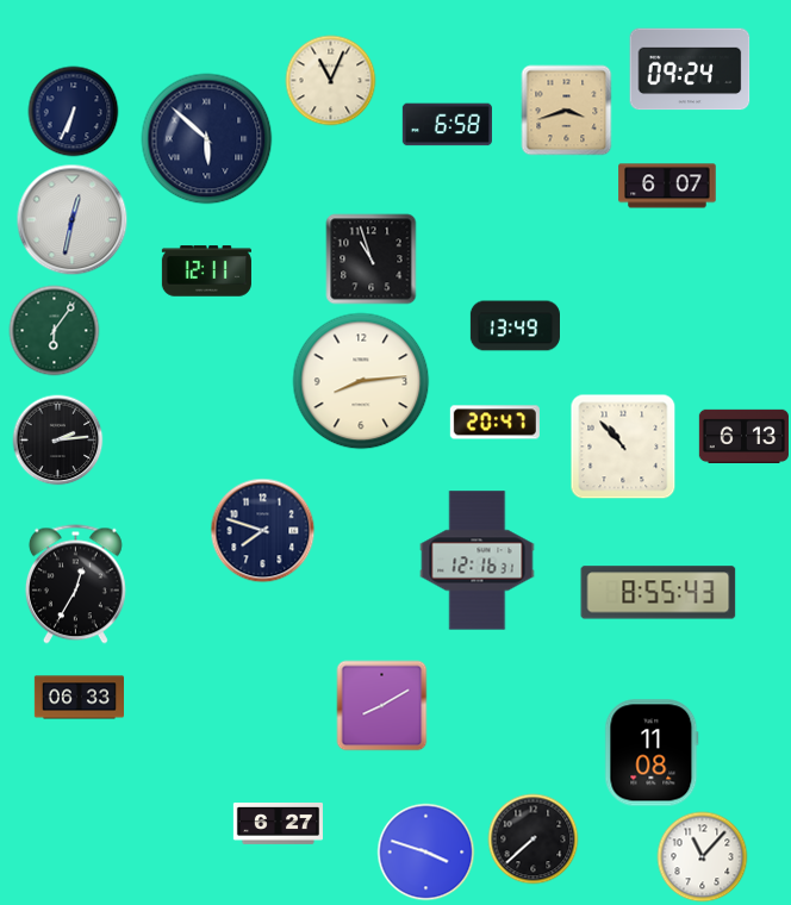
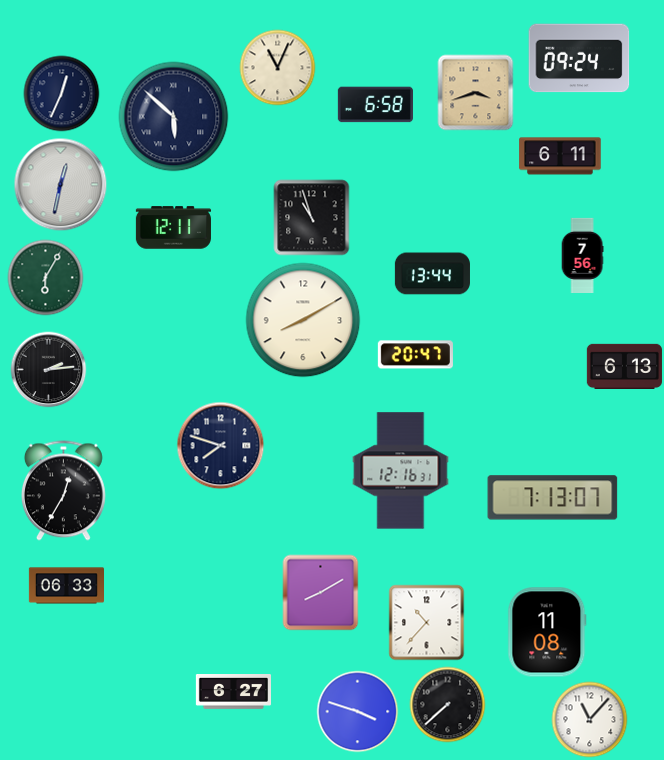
clock at (74, 112): 6:34 -> 12:34
clock at (667, 186): 6:07 -> 6:11
clock at (582, 255): none -> 7:56
clock at (515, 326): 13:49 -> 13:44
clock at (55, 331): 6:06 -> 6:05
clock at (361, 381): 8:14 -> 8:10
clock at (623, 447): 10:53 -> none
clock at (659, 593): 8:55 -> 7:13
clock at (427, 623): none -> 10:37
clock at (426, 853) position: (426, 853) -> (358, 712)
